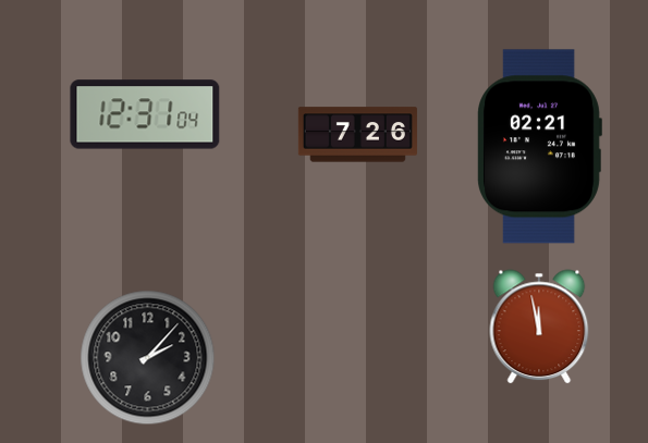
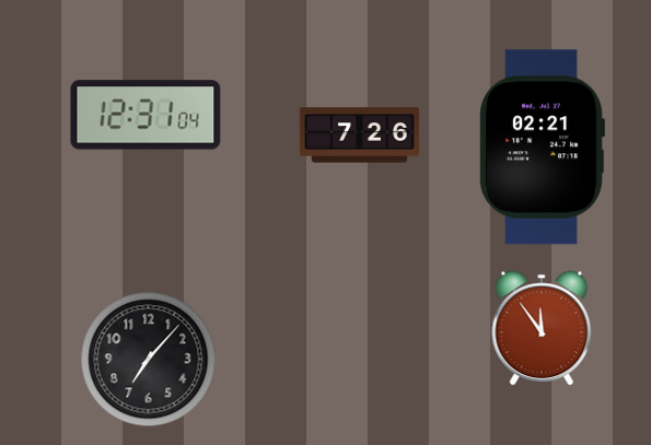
clock at (539, 327): 11:58 -> 11:54
clock at (148, 358): 2:07 -> 7:07
